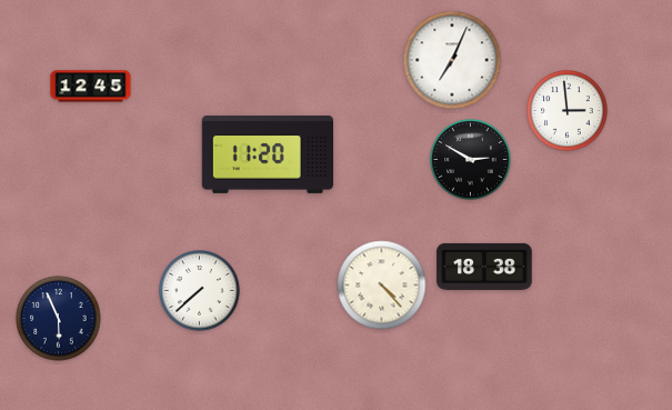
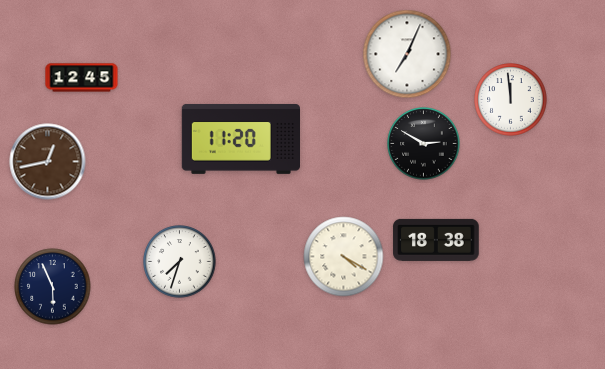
clock at (568, 111): 2:59 -> 11:59
clock at (48, 162): none -> 12:43
clock at (382, 286): 4:23 -> 4:20
clock at (200, 291): 7:38 -> 7:33
